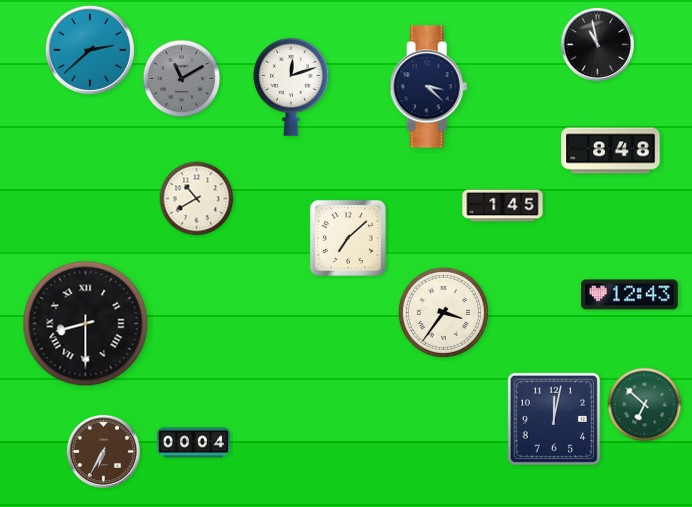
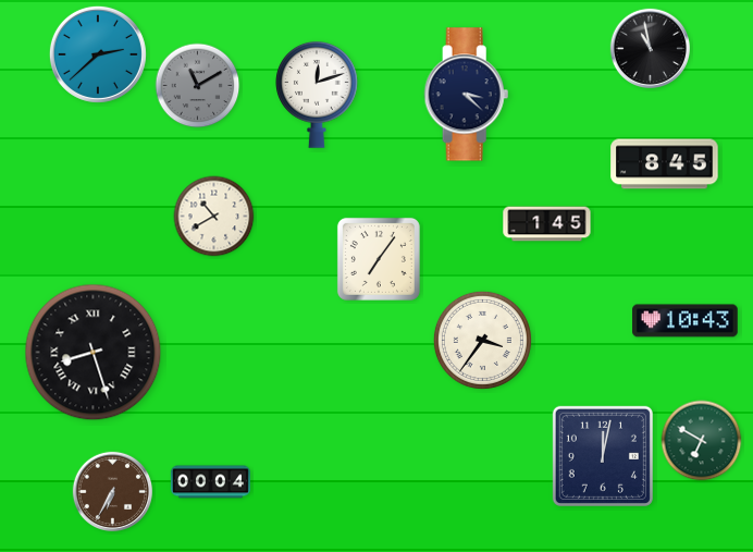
clock at (611, 151): 8:48 -> 8:45
clock at (348, 238): 7:08 -> 7:06
clock at (630, 295): 12:43 -> 10:43
clock at (86, 324): 8:30 -> 8:27
clock at (645, 405): 6:52 -> 6:50
